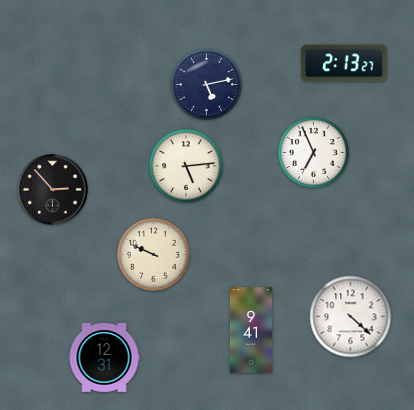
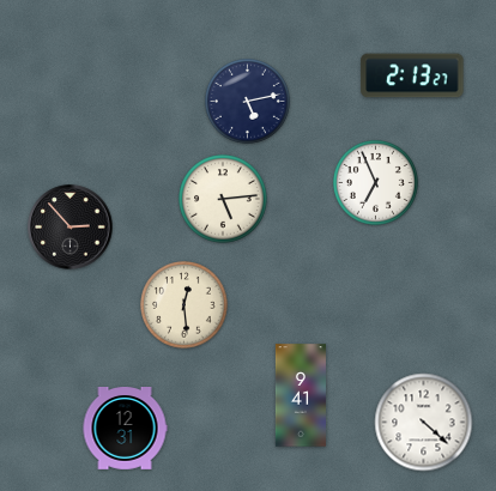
clock at (53, 190) position: (53, 190) -> (71, 228)
clock at (154, 255): 9:49 -> 12:29
clock at (351, 317) position: (351, 317) -> (424, 423)
